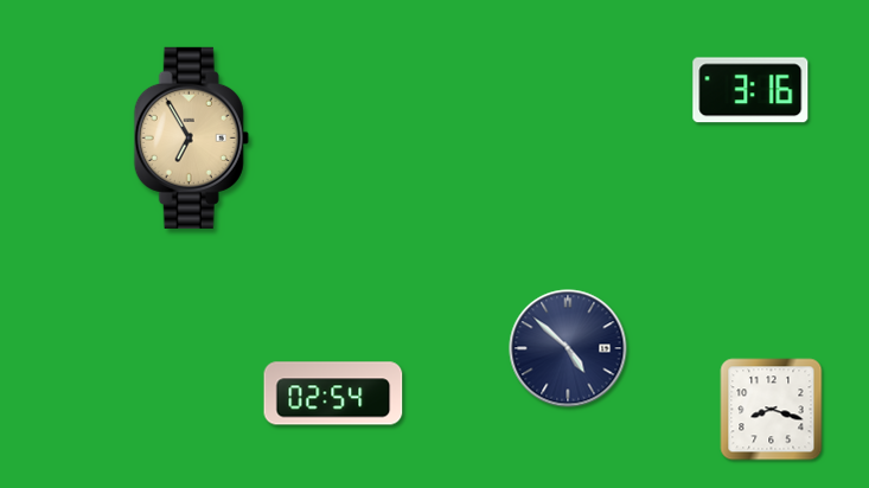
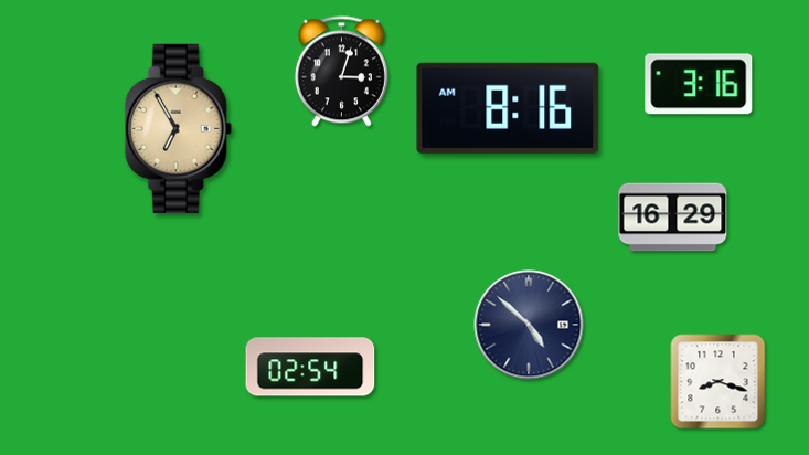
clock at (341, 72): none -> 3:03
clock at (508, 108): none -> 8:16
clock at (673, 218): none -> 16:29
